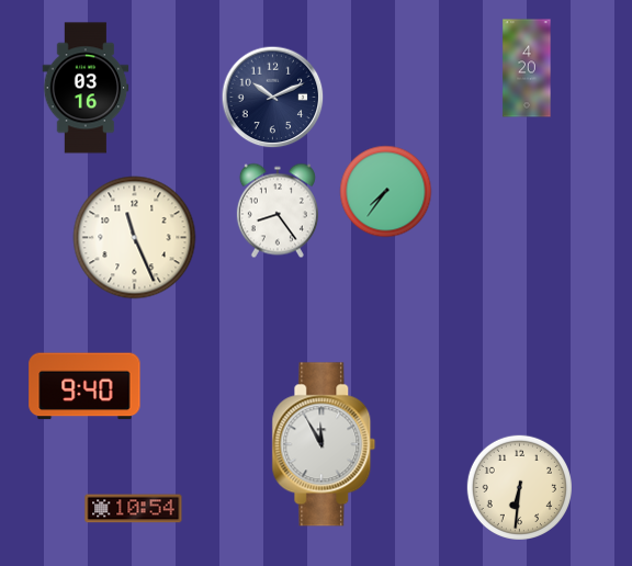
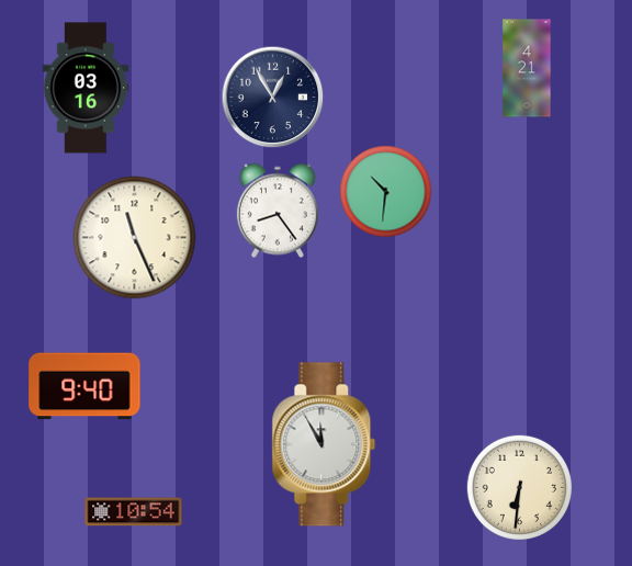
clock at (527, 68): 4:20 -> 4:21
clock at (273, 98): 10:11 -> 12:55
clock at (386, 192): 7:36 -> 10:31
clock at (134, 509) position: (134, 509) -> (134, 512)
